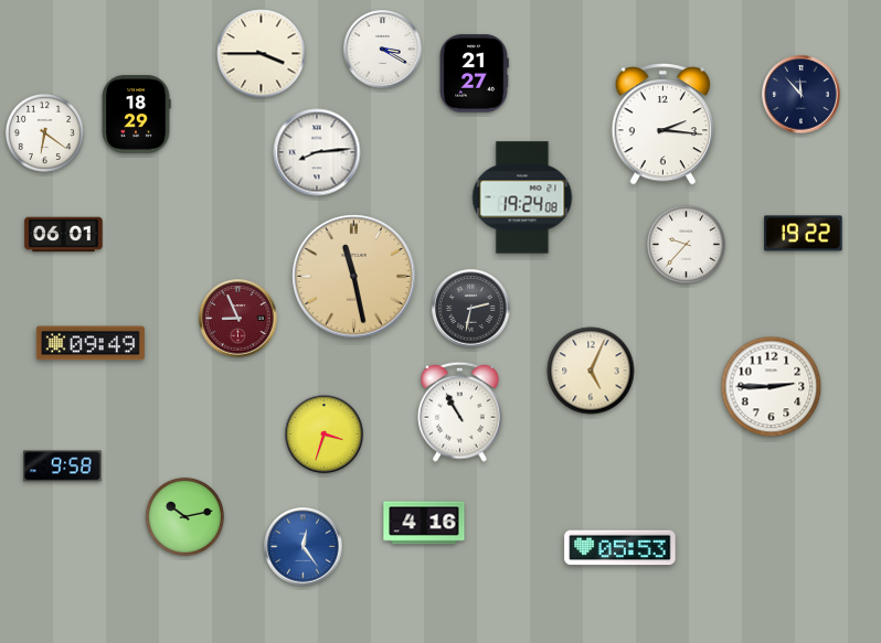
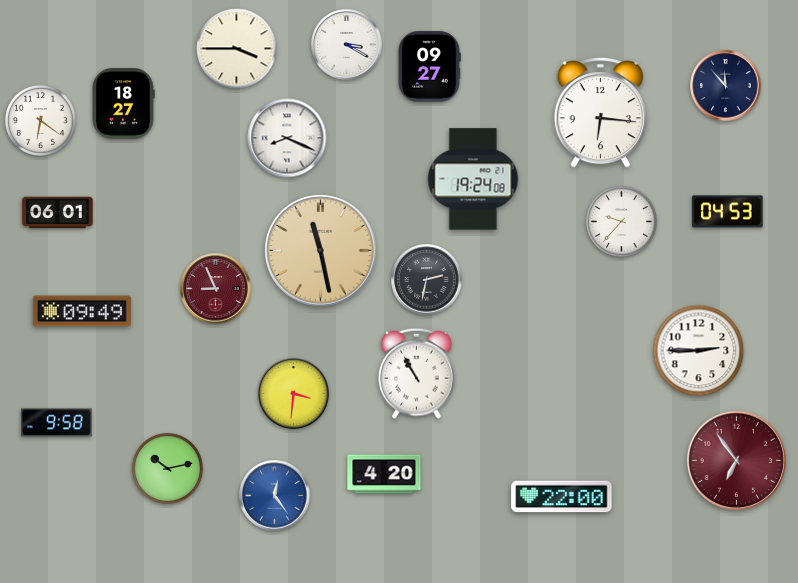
clock at (474, 74): 21:27 -> 09:27
clock at (136, 115): 18:29 -> 18:27
clock at (662, 125): 2:16 -> 6:16
clock at (317, 152): 8:14 -> 8:19
clock at (804, 234): 19:22 -> 04:53
clock at (591, 371): 5:04 -> none
clock at (325, 435): 3:33 -> 3:31
clock at (736, 460): none -> 6:54
clock at (424, 523): 4:16 -> 4:20
clock at (620, 548): 05:53 -> 22:00
